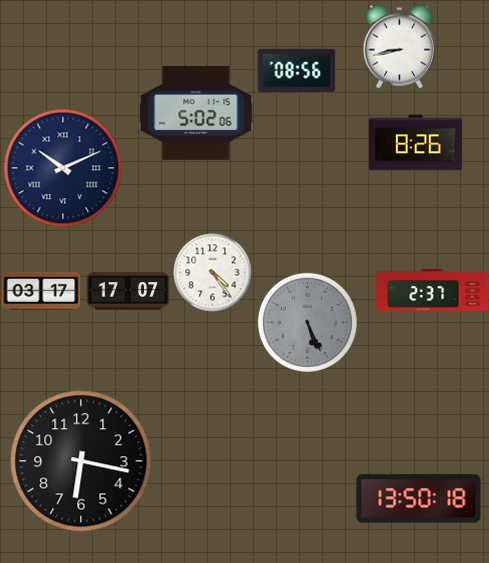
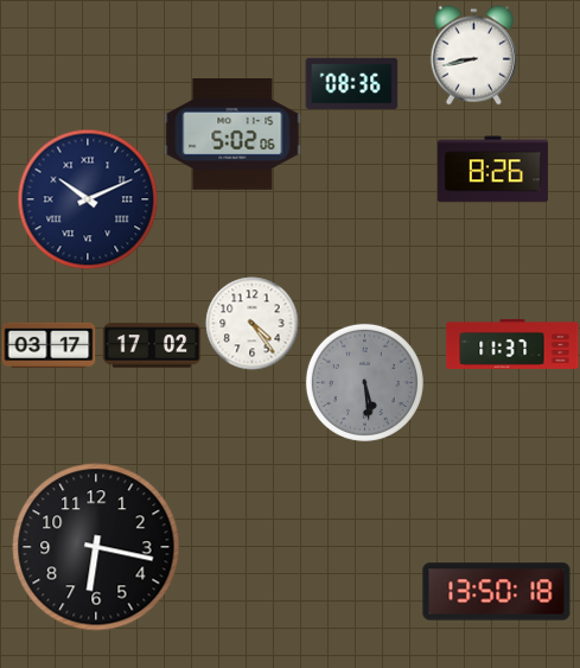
clock at (296, 70): 08:56 -> 08:36
clock at (63, 168) position: (63, 168) -> (88, 199)
clock at (432, 290): 2:37 -> 11:37
clock at (128, 291): 17:07 -> 17:02
clock at (307, 322): 5:26 -> 5:29
